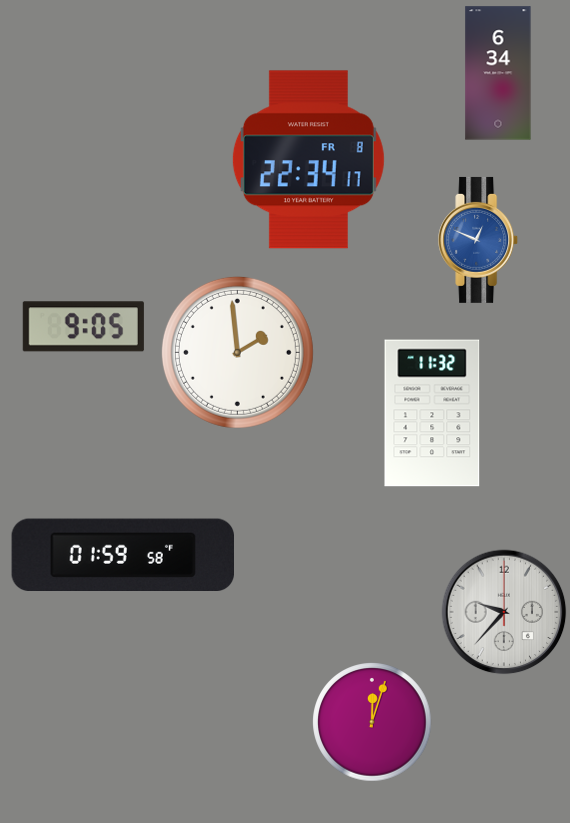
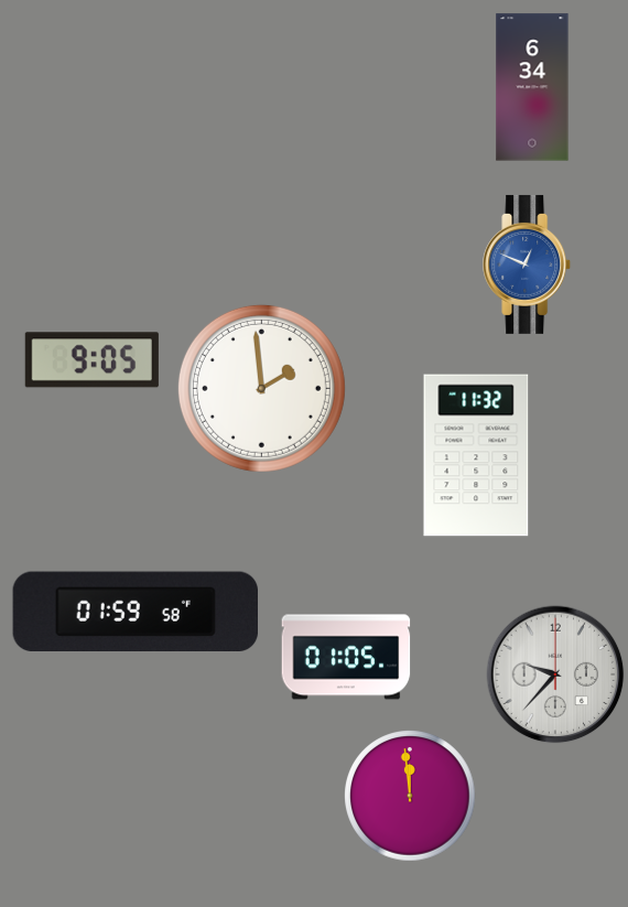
clock at (498, 73) position: (498, 73) -> (532, 87)
clock at (308, 160): 22:34 -> none
clock at (346, 657): none -> 01:05
clock at (372, 722): 12:03 -> 11:59
